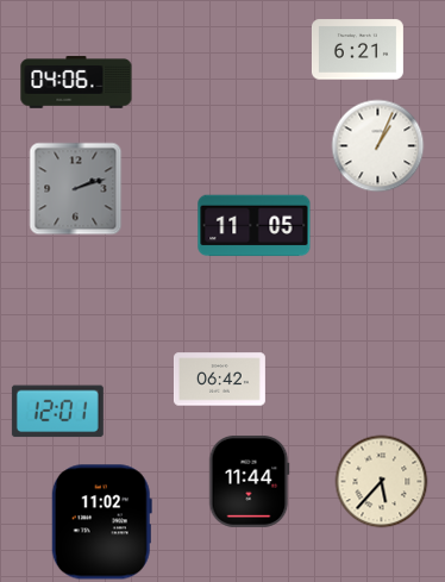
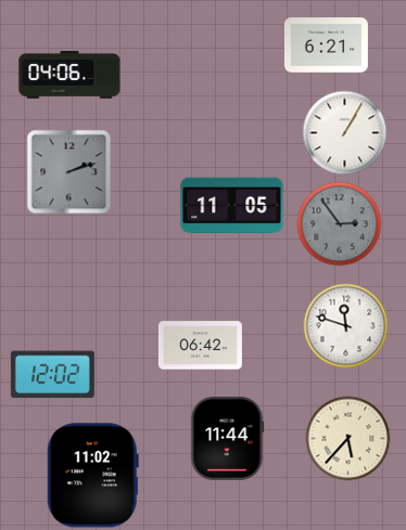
clock at (377, 145): 1:04 -> 1:05
clock at (339, 223): none -> 2:54
clock at (345, 325): none -> 11:48
clock at (57, 412): 12:01 -> 12:02
